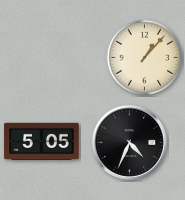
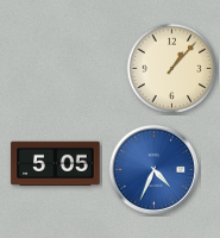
clock at (42, 141) position: (42, 141) -> (56, 163)
clock at (129, 142) dial: black -> blue
